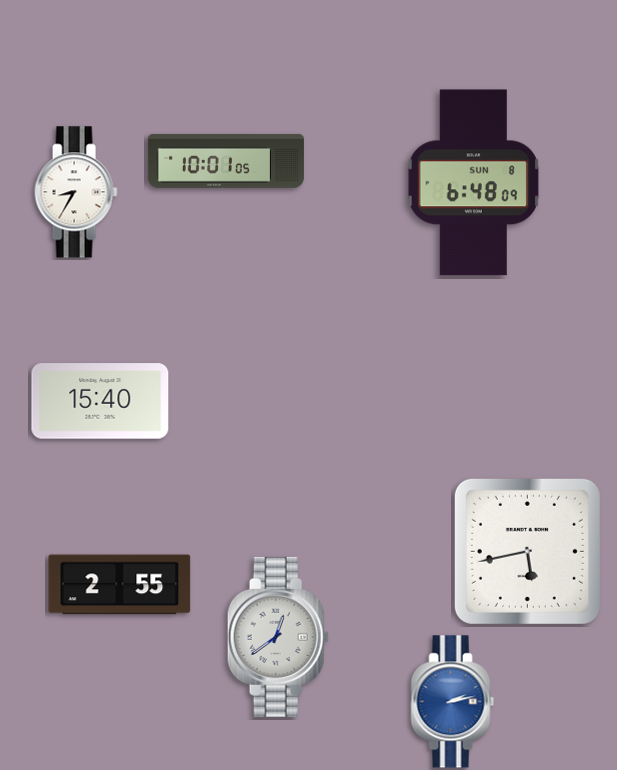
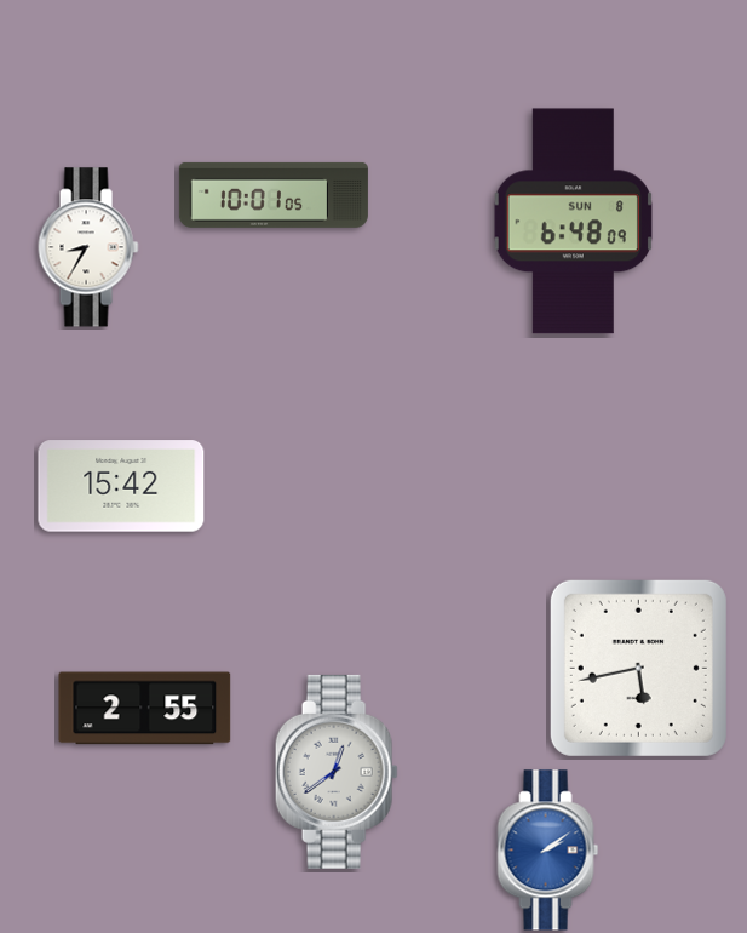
clock at (76, 192) position: (76, 192) -> (88, 247)
clock at (100, 401): 15:40 -> 15:42
clock at (453, 702): 2:13 -> 2:09
